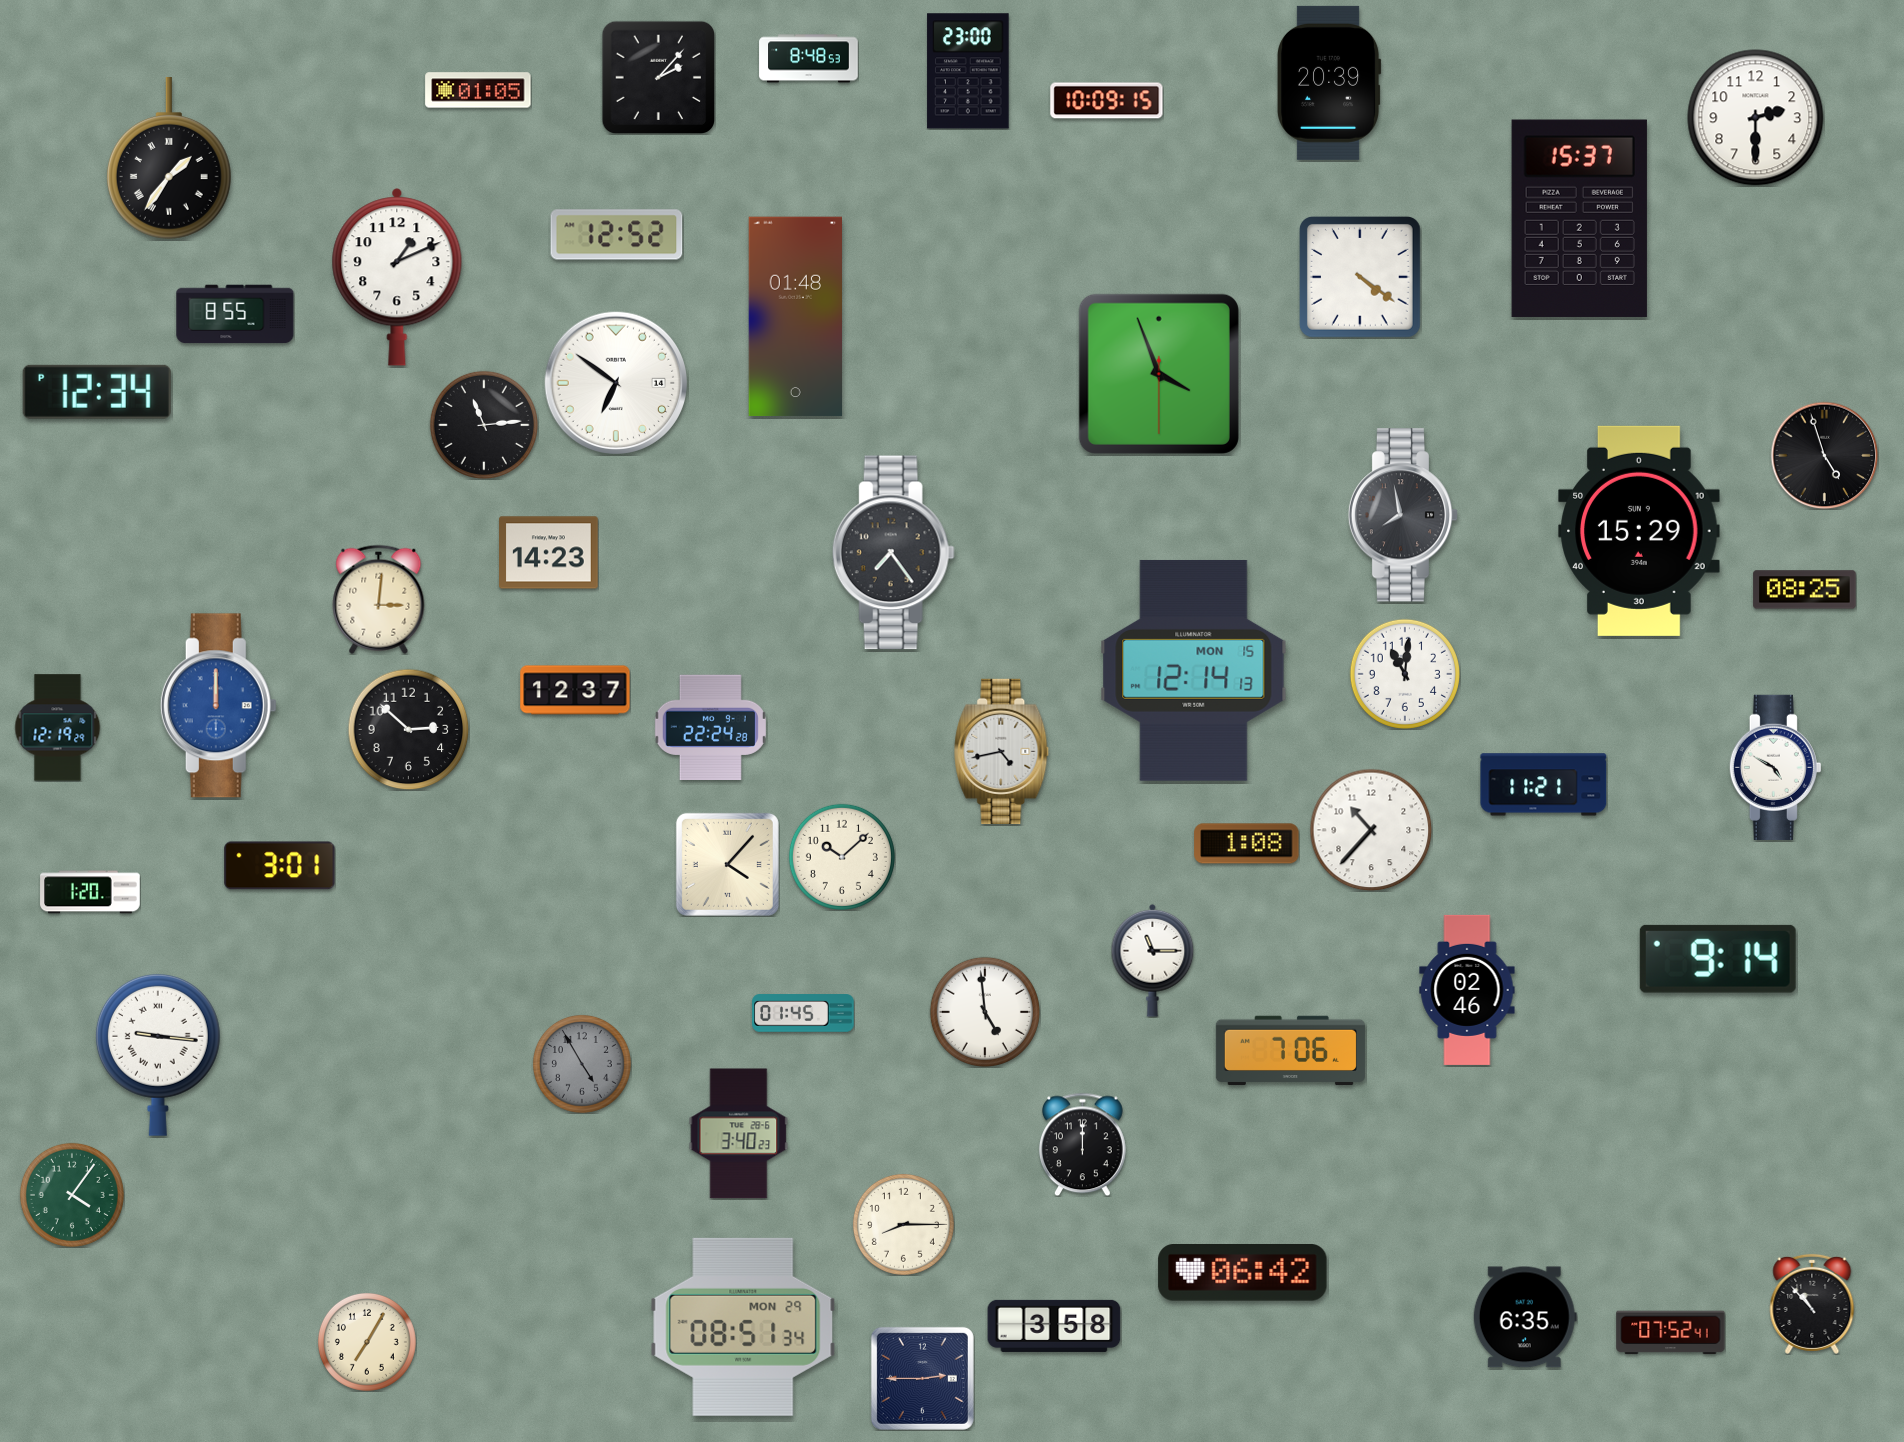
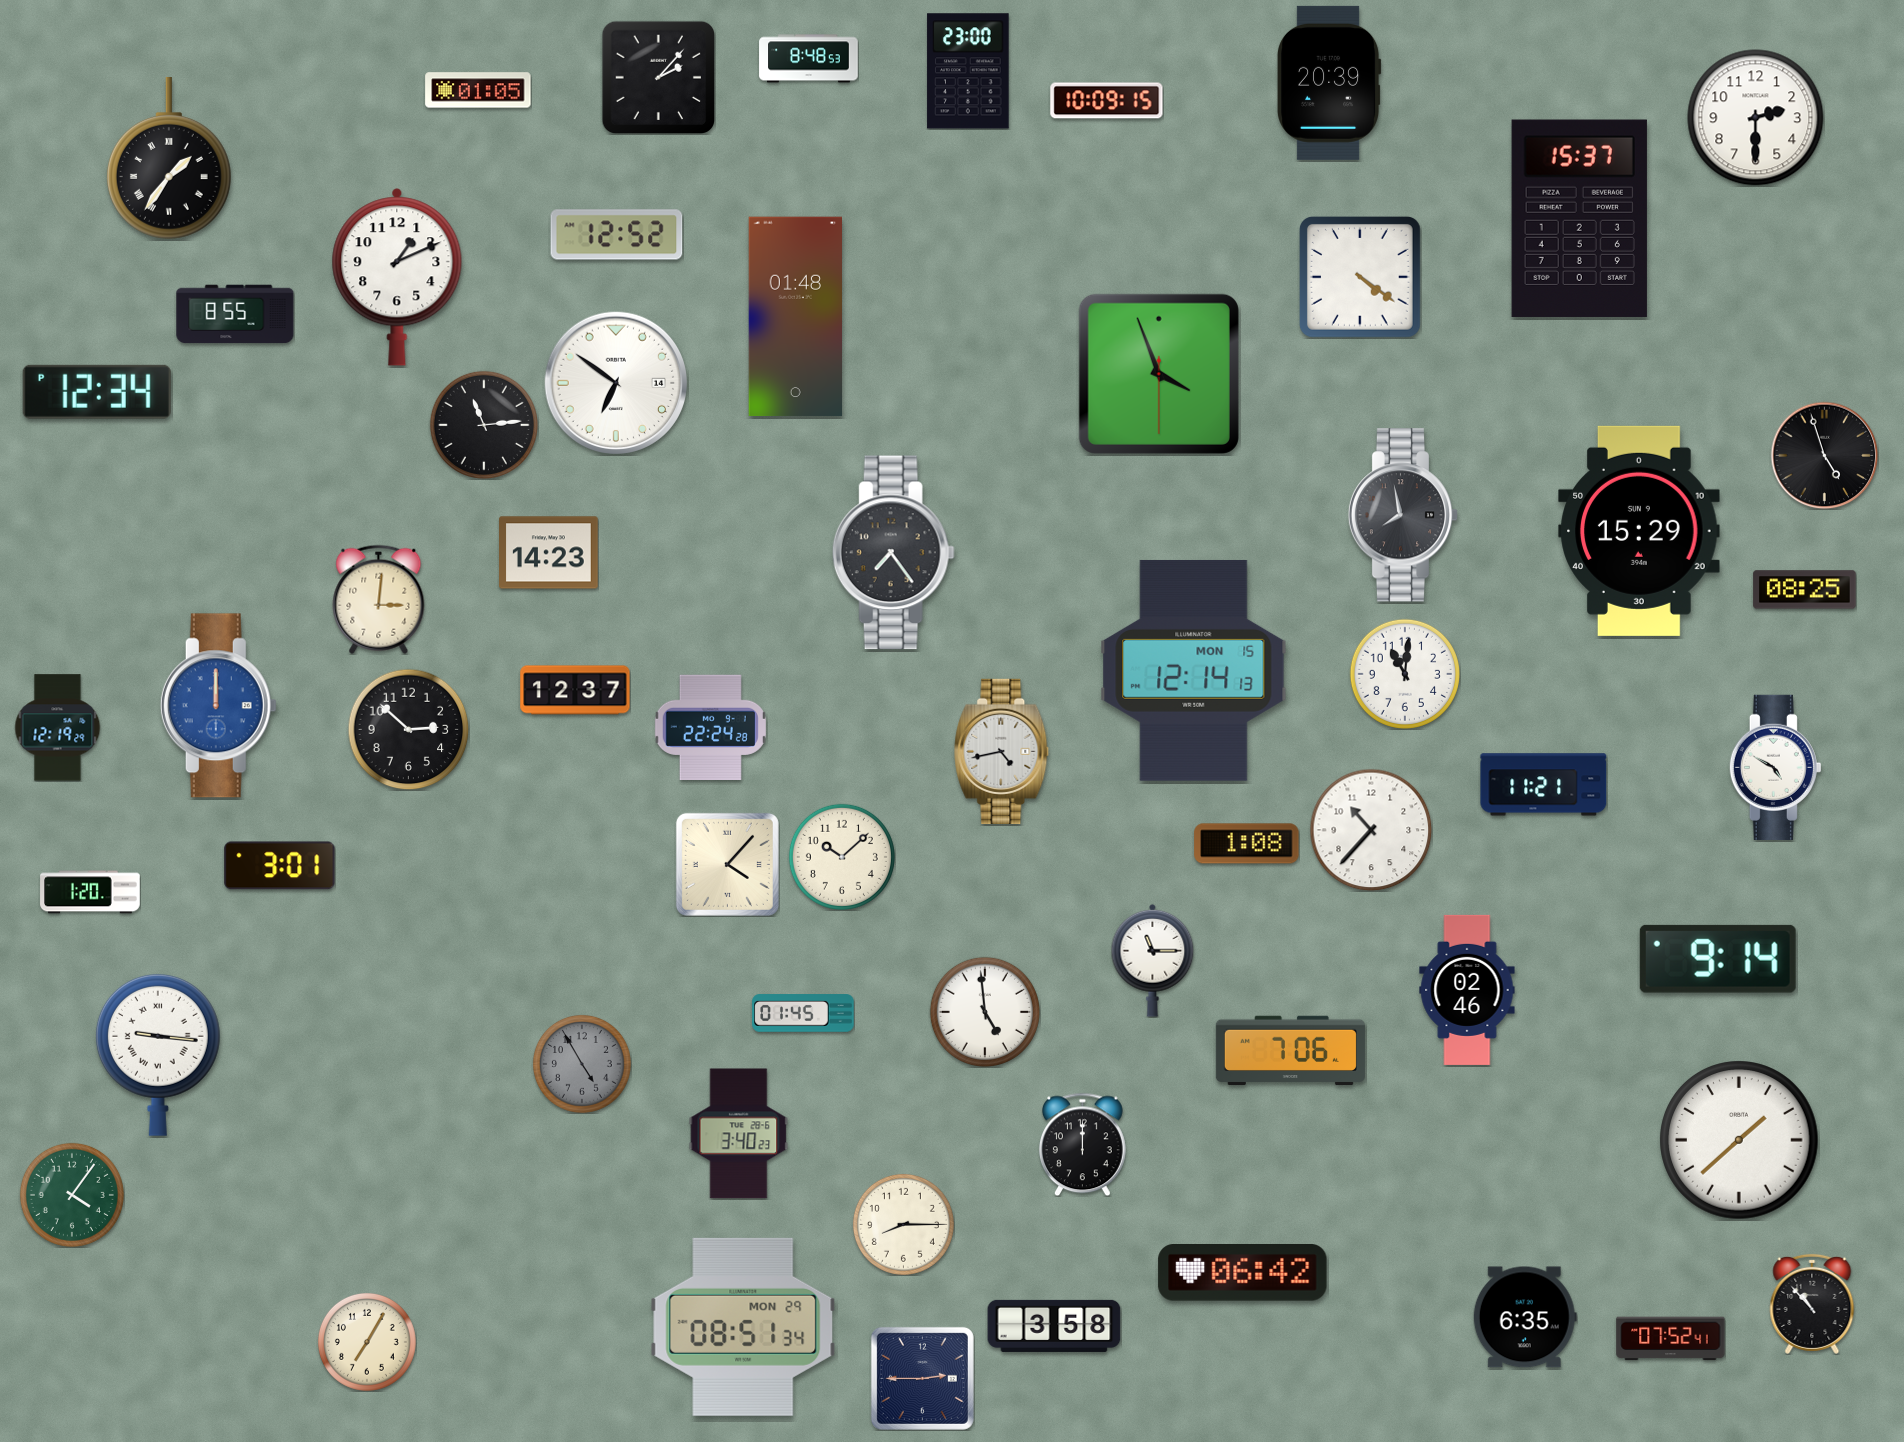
clock at (1739, 1140): none -> 1:38
clock at (1671, 1333) position: (1671, 1333) -> (1671, 1339)
